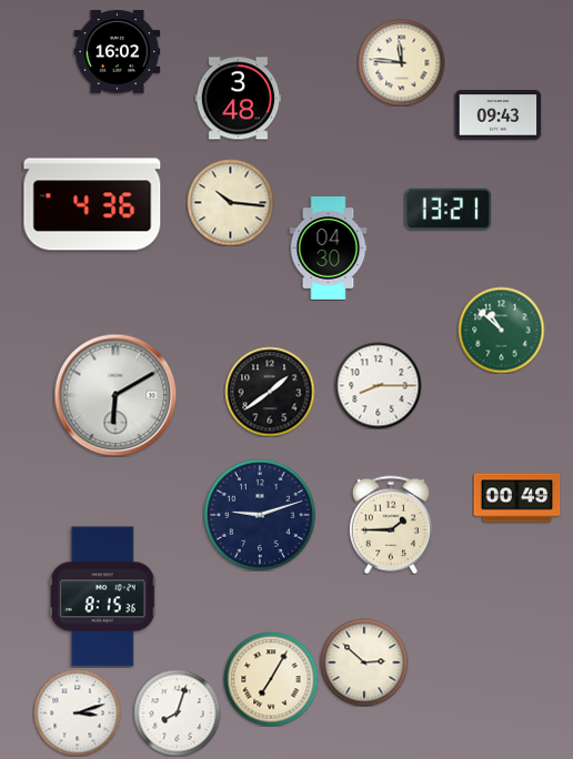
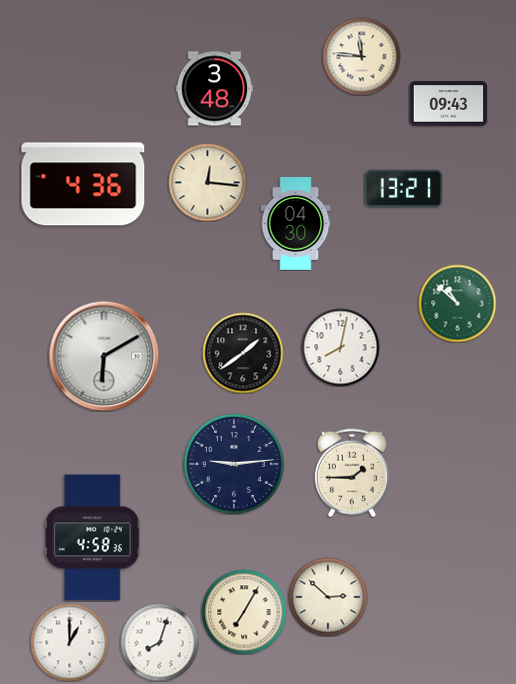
clock at (117, 52): 16:02 -> none
clock at (230, 202): 10:16 -> 12:16
clock at (501, 330) position: (501, 330) -> (457, 303)
clock at (378, 385): 8:15 -> 8:02
clock at (516, 498): 00:49 -> none
clock at (261, 516): 9:12 -> 9:14
clock at (102, 597): 8:15 -> 4:58
clock at (77, 712): 3:12 -> 1:00
